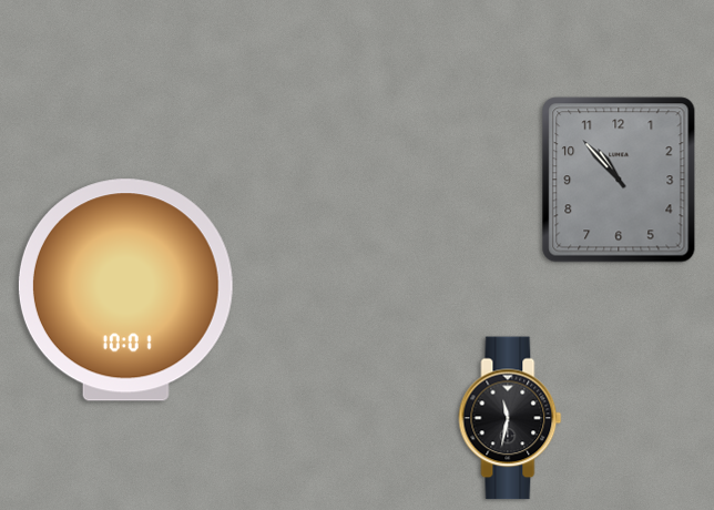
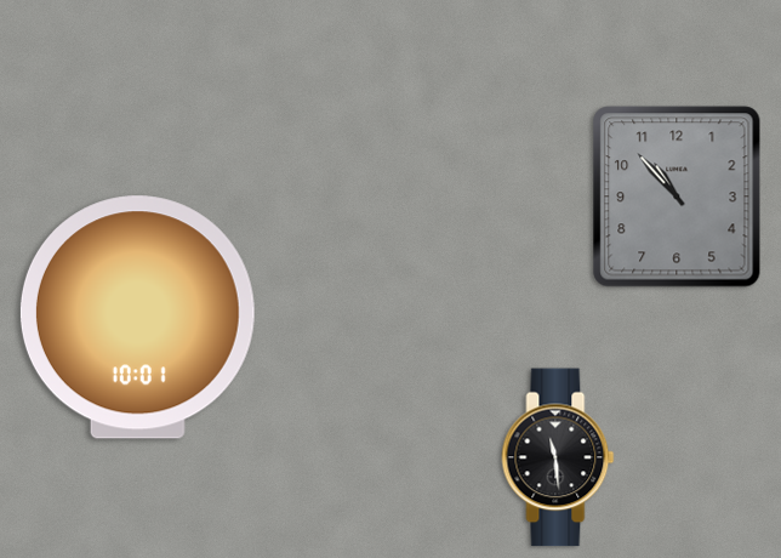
clock at (510, 418): 11:32 -> 11:29
